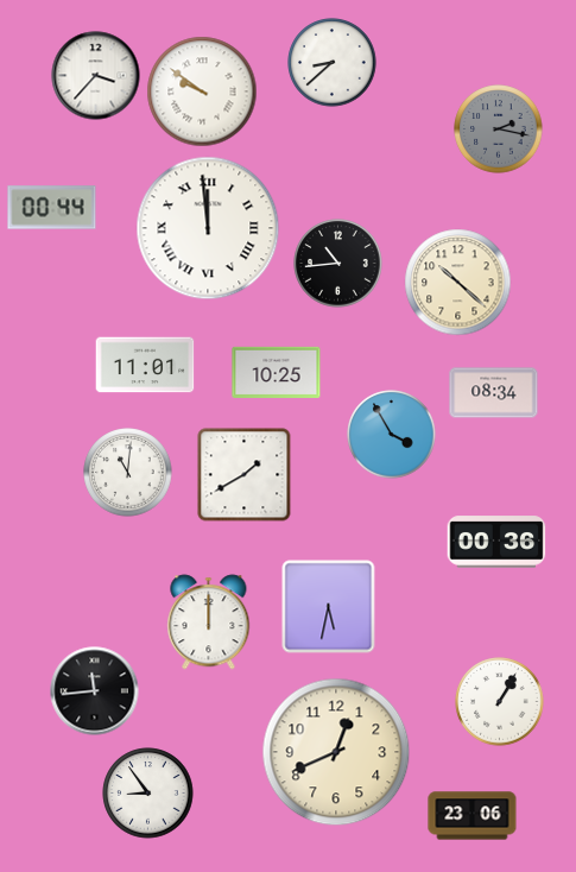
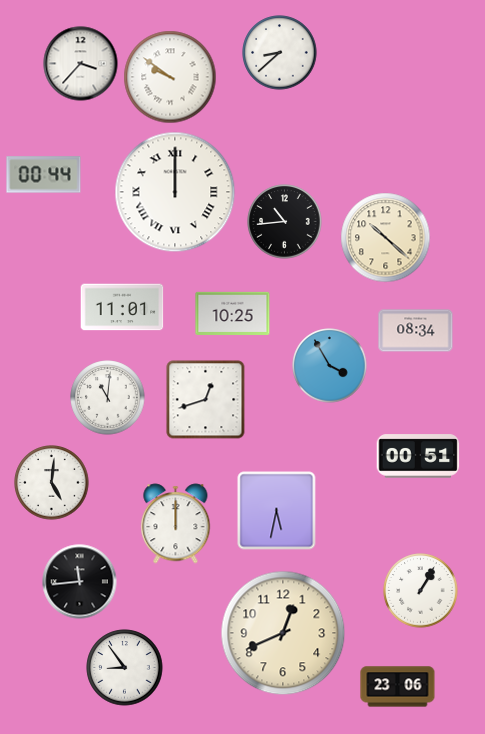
clock at (499, 129): 2:17 -> none
clock at (208, 228): 11:59 -> 12:00
clock at (245, 475): 1:40 -> 12:42
clock at (496, 542): 00:36 -> 00:51
clock at (52, 483): none -> 5:01
